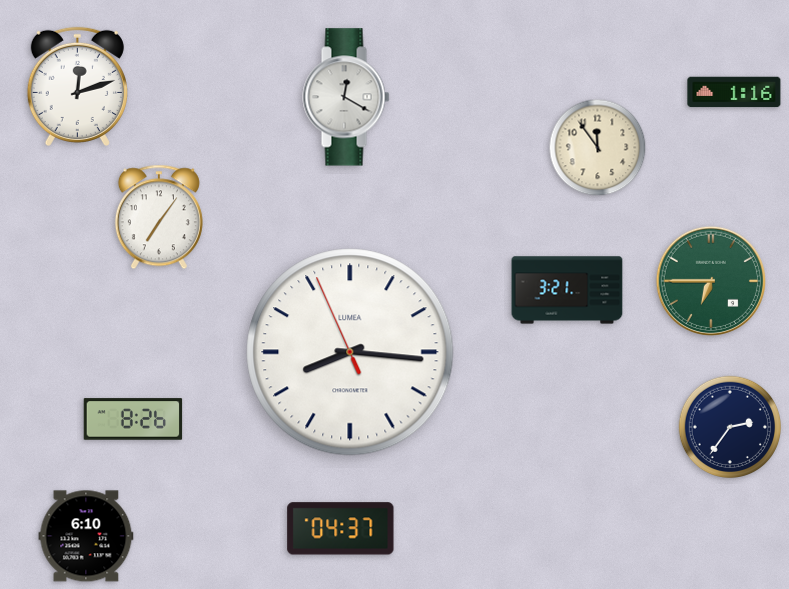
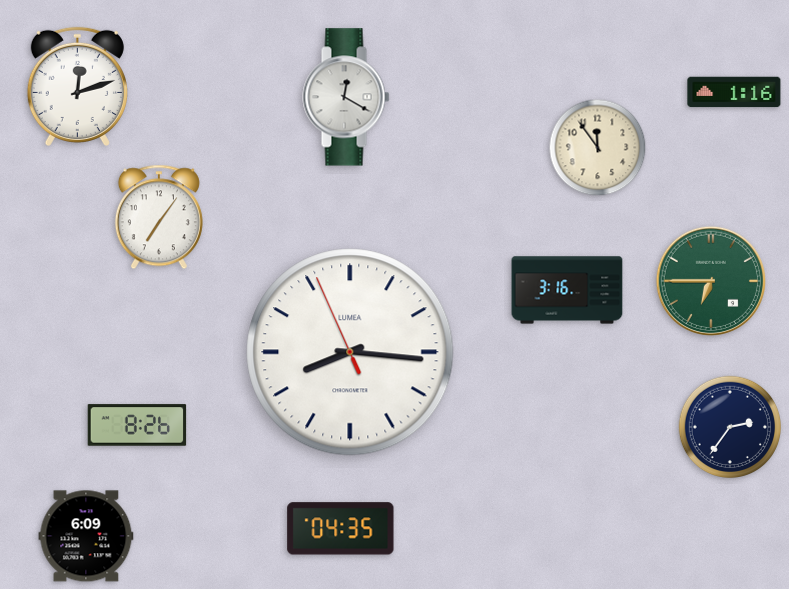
clock at (567, 290): 3:21 -> 3:16
clock at (133, 419) position: (133, 419) -> (137, 425)
clock at (341, 529): 04:37 -> 04:35
clock at (86, 536): 6:10 -> 6:09
